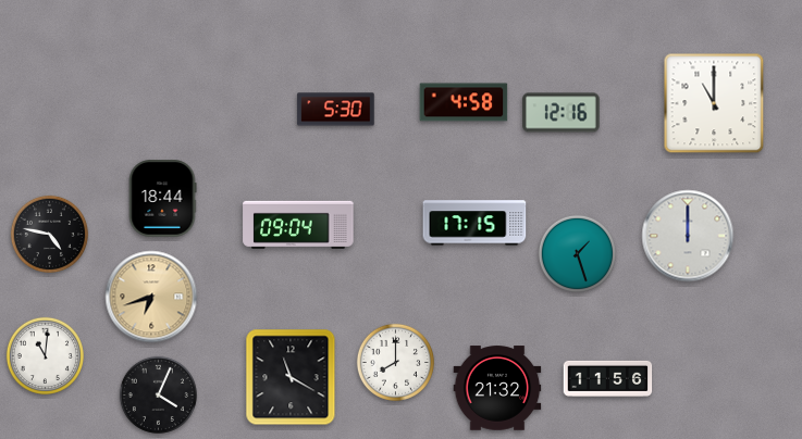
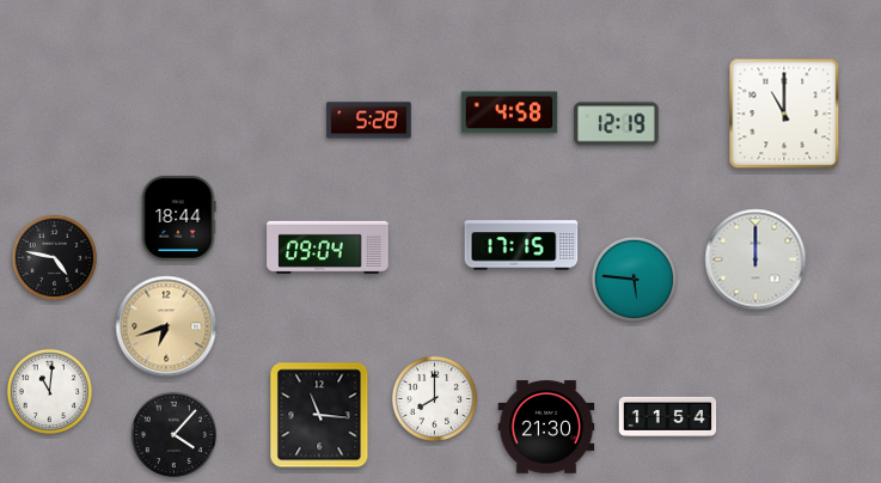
clock at (336, 110): 5:30 -> 5:28
clock at (562, 113): 12:16 -> 12:19
clock at (577, 253): 1:27 -> 5:46
clock at (291, 377): 11:20 -> 11:16
clock at (608, 378): 11:56 -> 11:54
clock at (497, 388): 21:32 -> 21:30
clock at (158, 394): 4:04 -> 4:07
